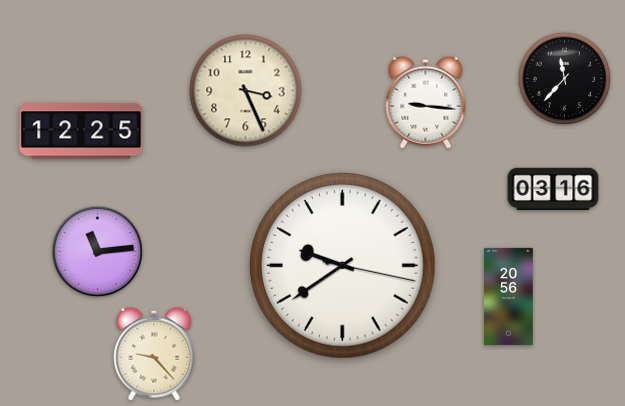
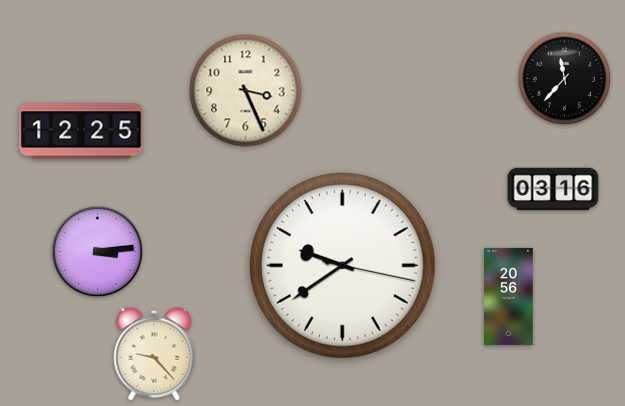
clock at (426, 102): 9:16 -> none
clock at (98, 252): 11:14 -> 3:14
